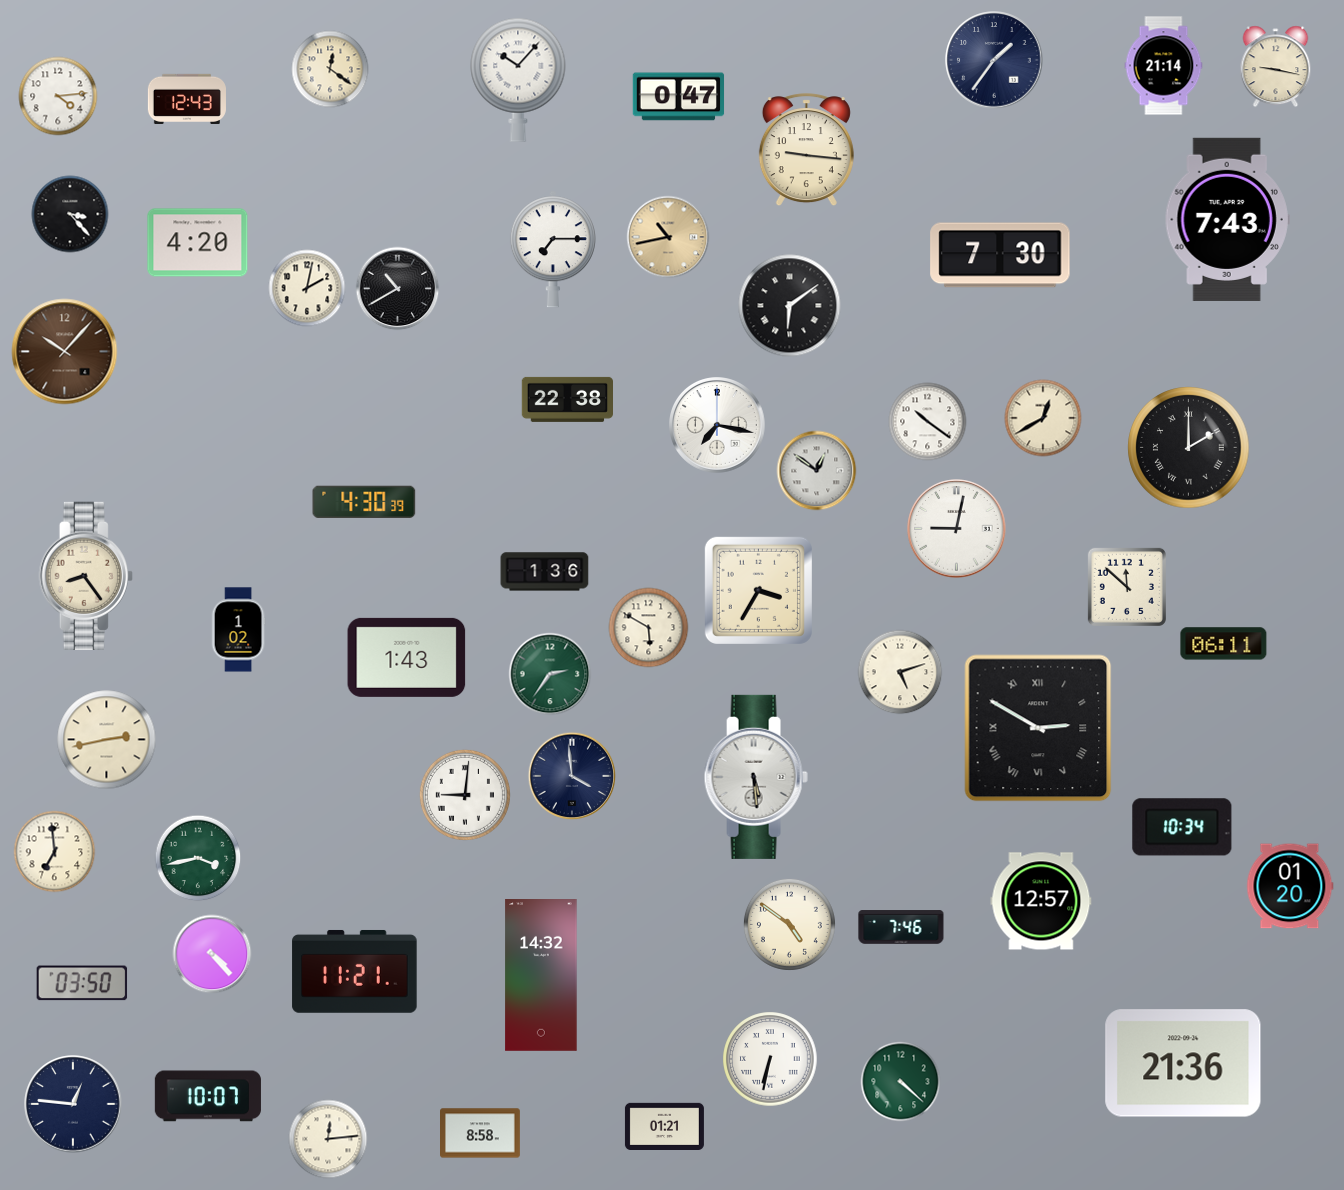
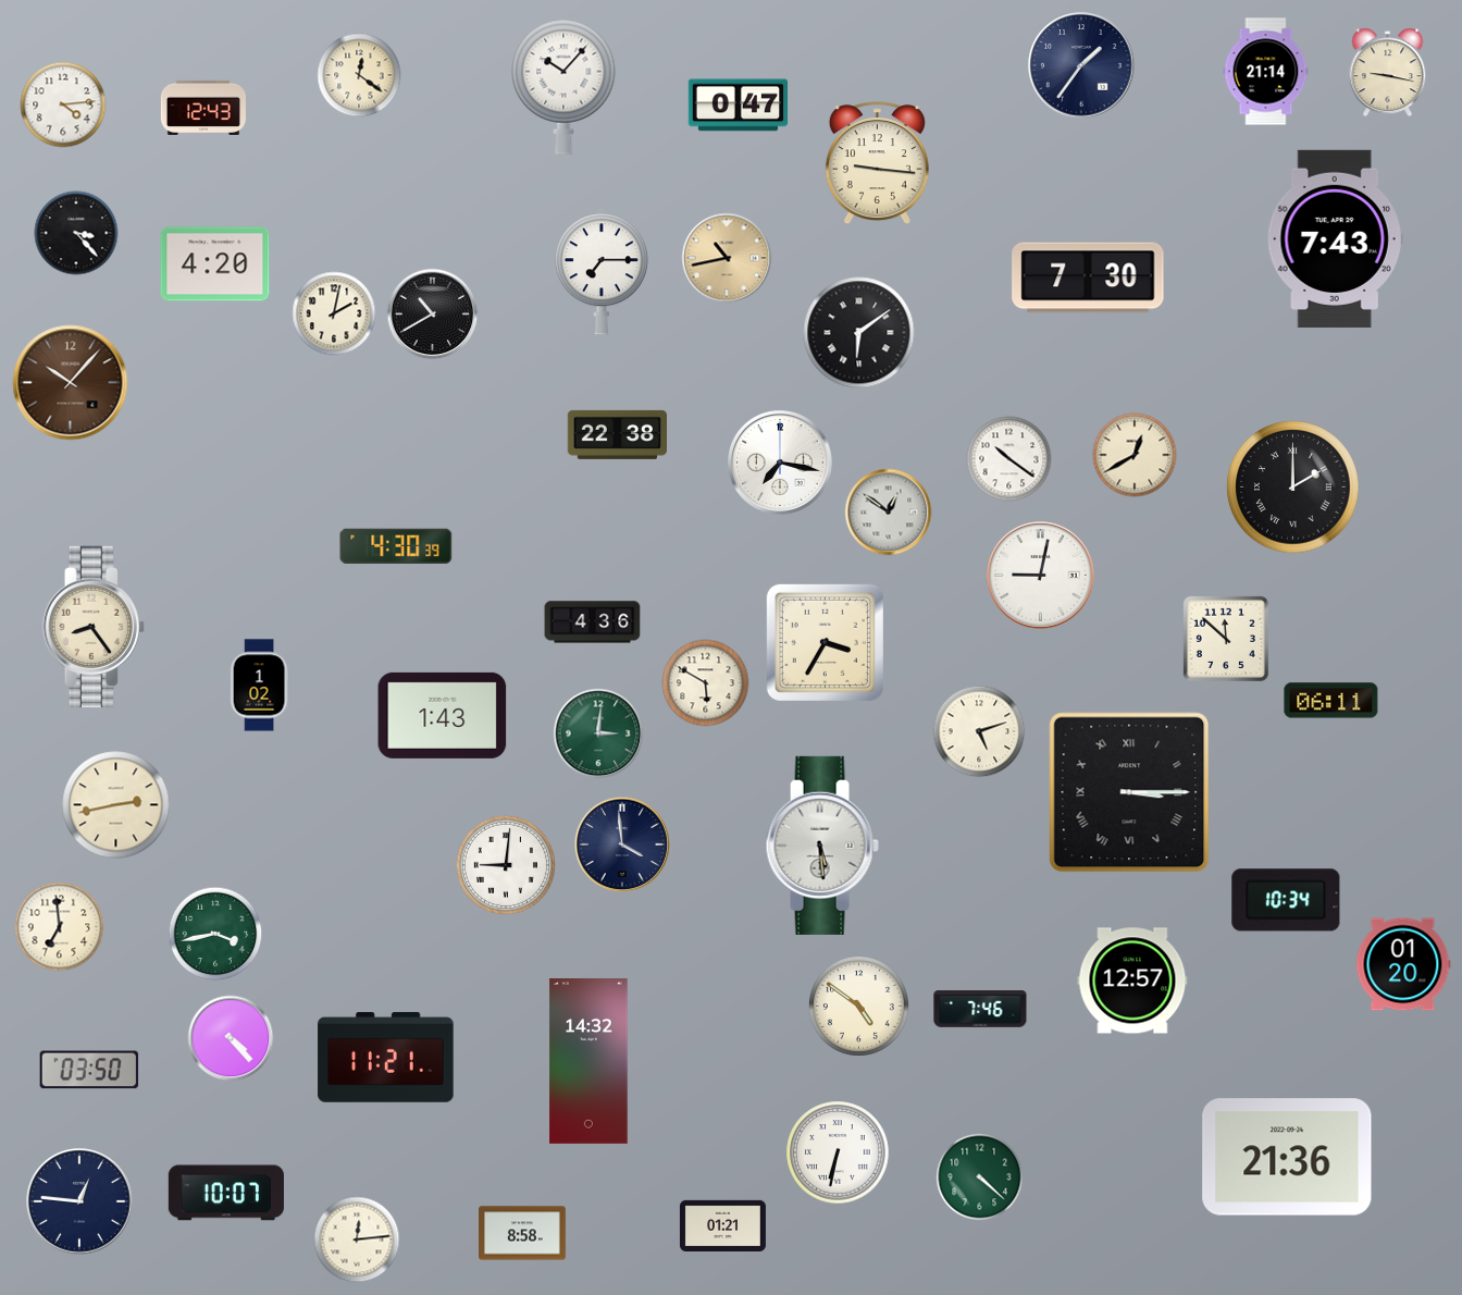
clock at (545, 572): 1:36 -> 4:36
clock at (550, 674): 2:36 -> 3:01
clock at (1038, 728): 2:50 -> 3:15
